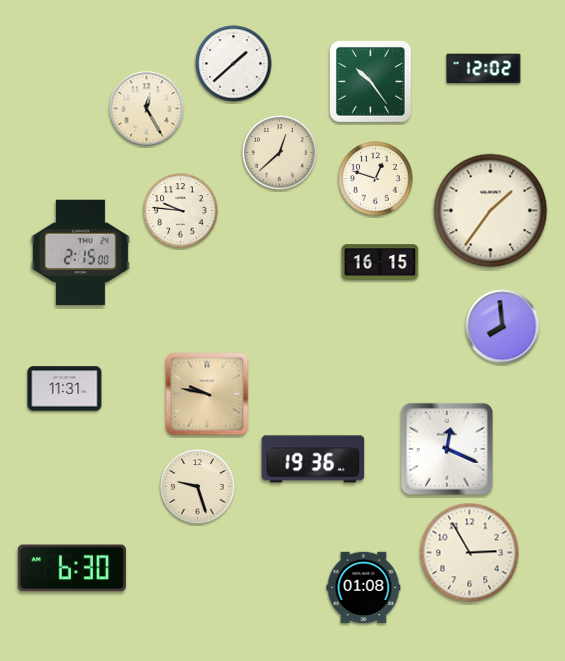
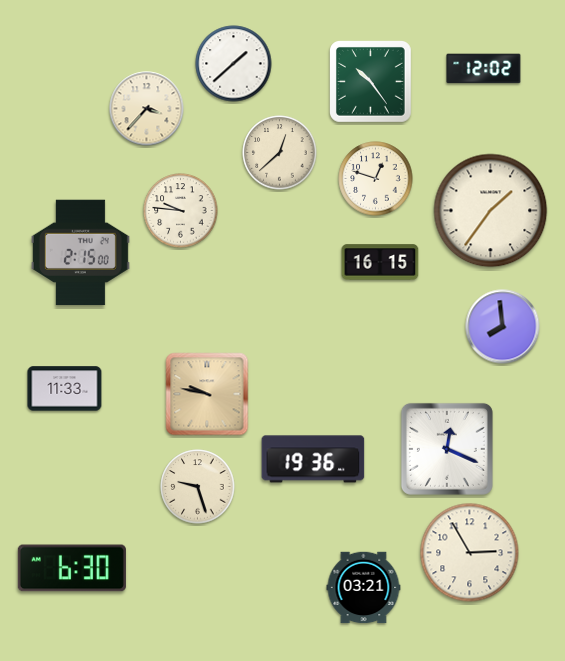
clock at (147, 109): 12:25 -> 3:37
clock at (65, 389): 11:31 -> 11:33
clock at (364, 588): 01:08 -> 03:21
